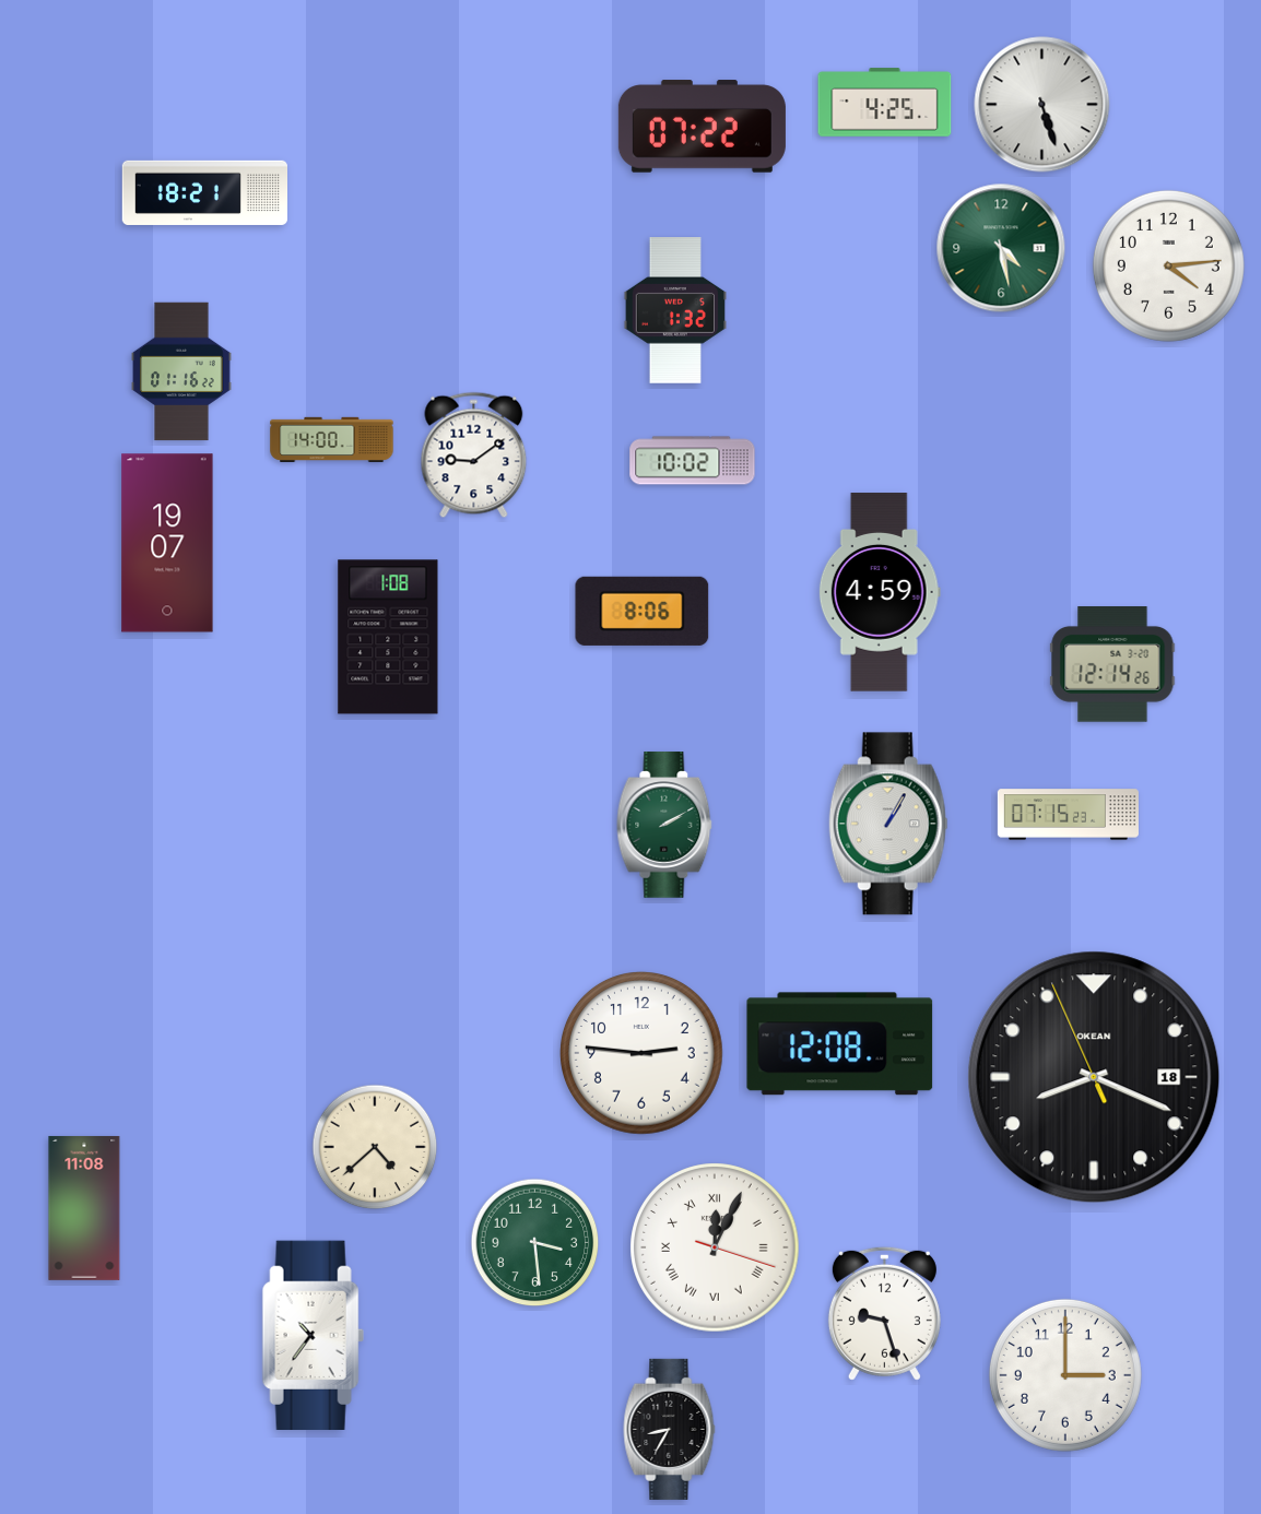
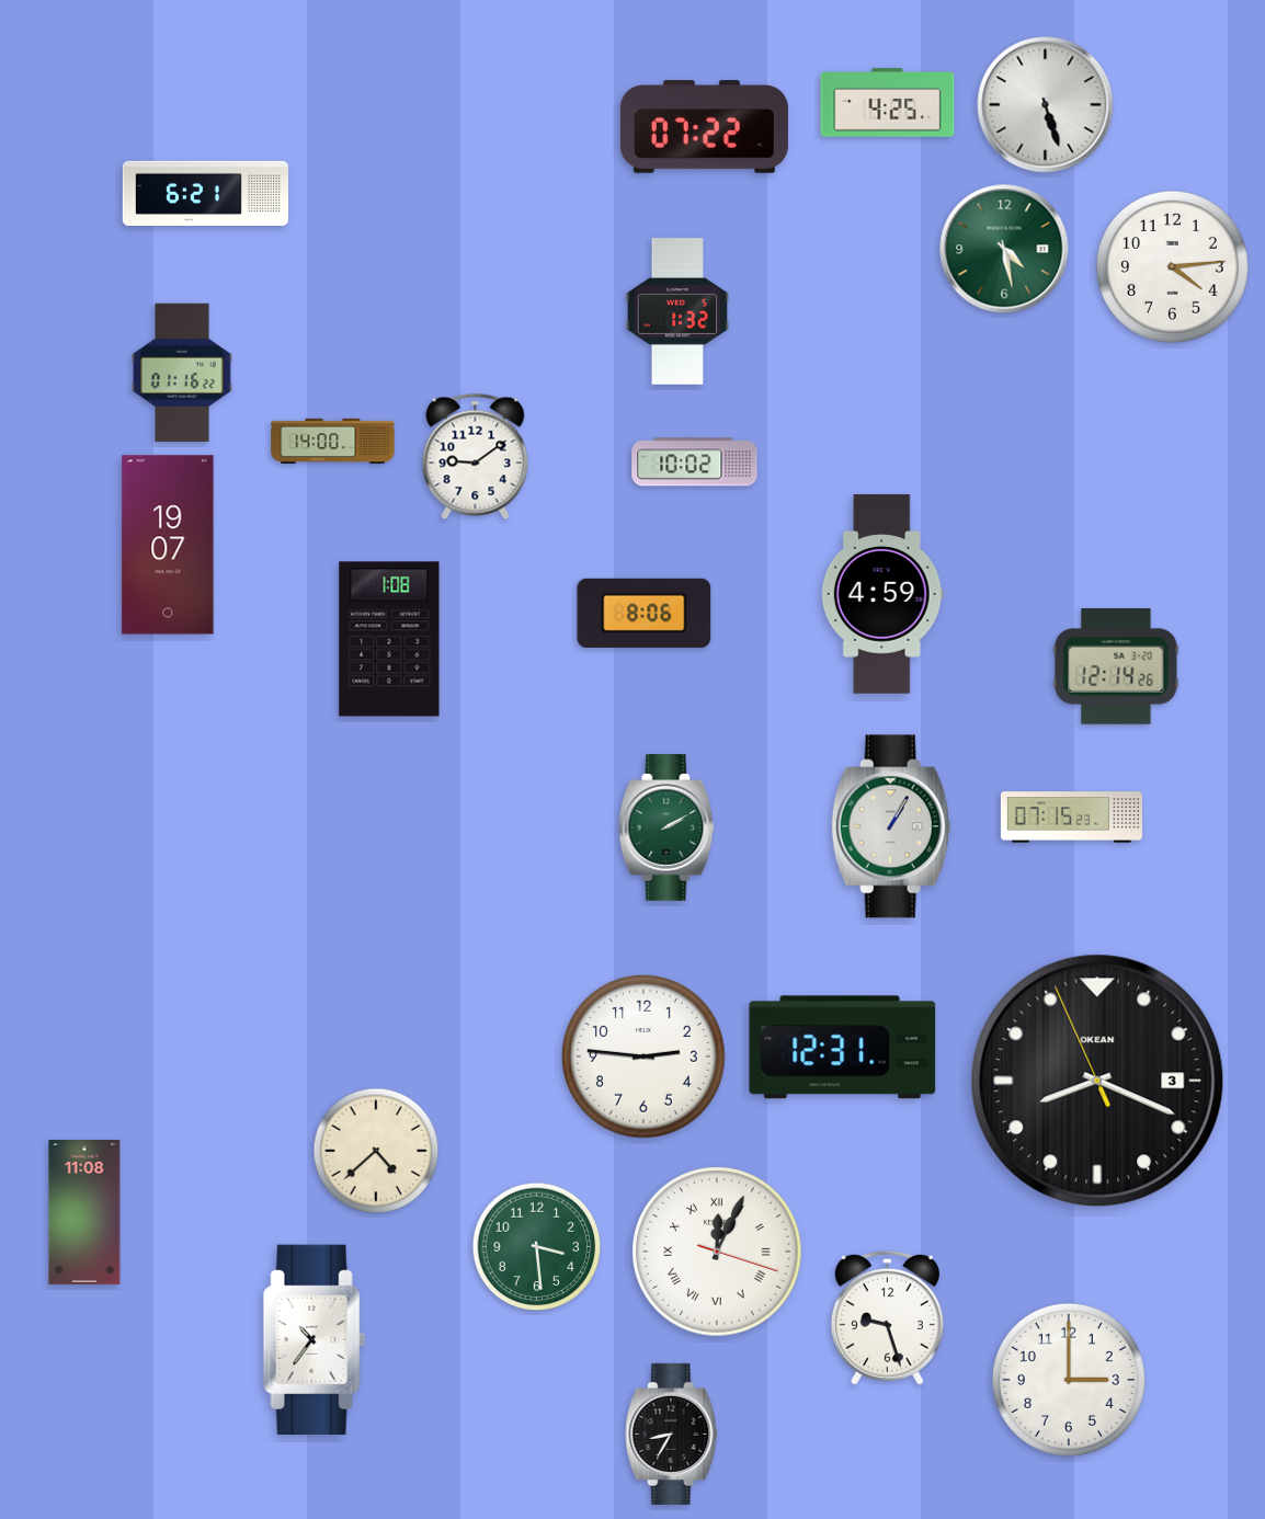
clock at (204, 192): 18:21 -> 6:21
clock at (840, 1044): 12:08 -> 12:31
clock at (1094, 1077) date: 18 -> 3
